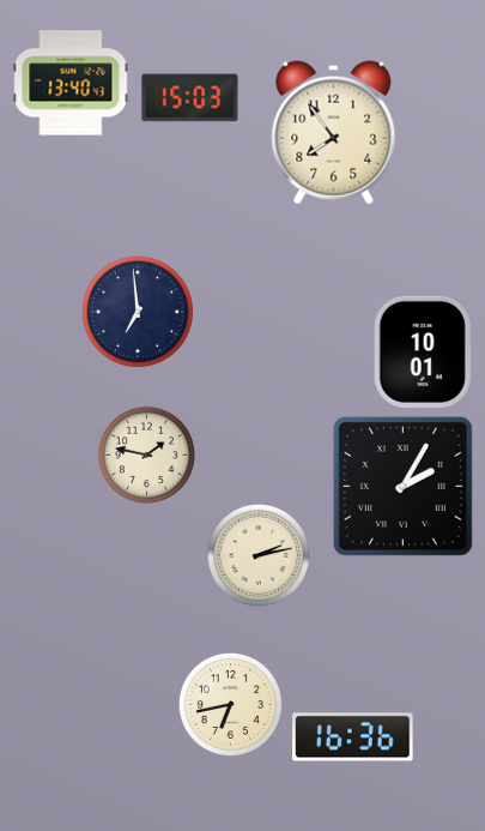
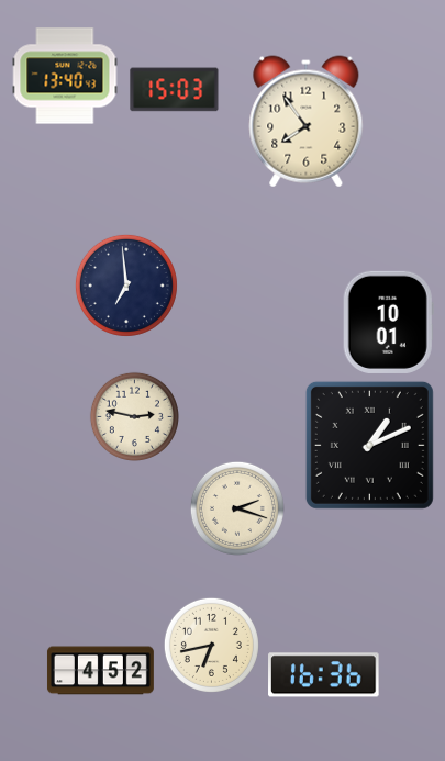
clock at (146, 454): 1:47 -> 2:47
clock at (402, 486): 2:05 -> 1:11
clock at (259, 555): 2:13 -> 2:18
clock at (100, 671): none -> 4:52
